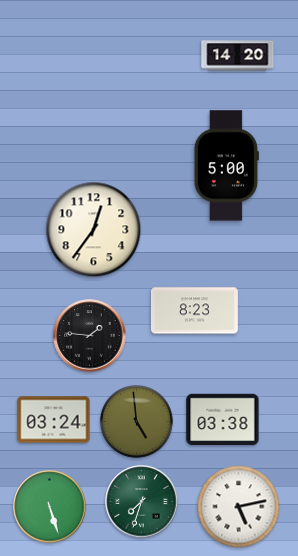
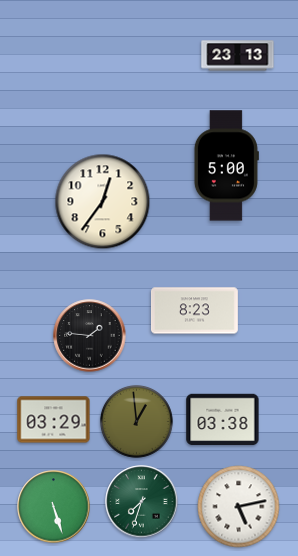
clock at (238, 56): 14:20 -> 23:13
clock at (94, 230) position: (94, 230) -> (103, 202)
clock at (54, 420): 03:24 -> 03:29
clock at (136, 421): 4:59 -> 12:59
clock at (50, 507) position: (50, 507) -> (54, 507)
